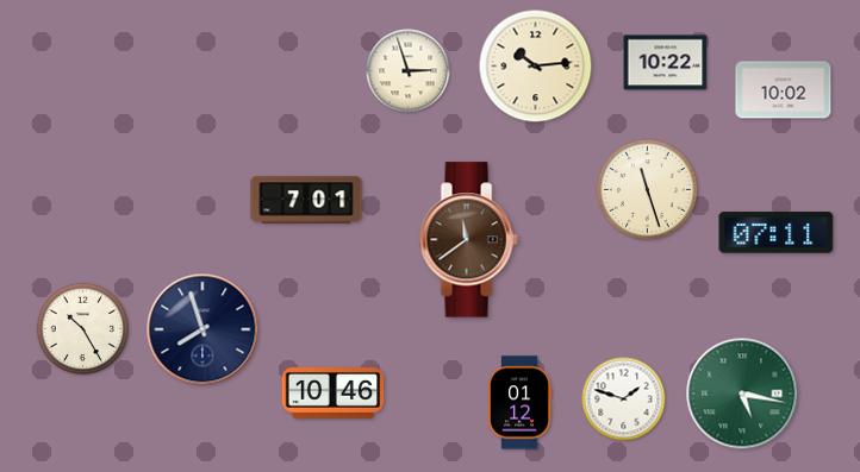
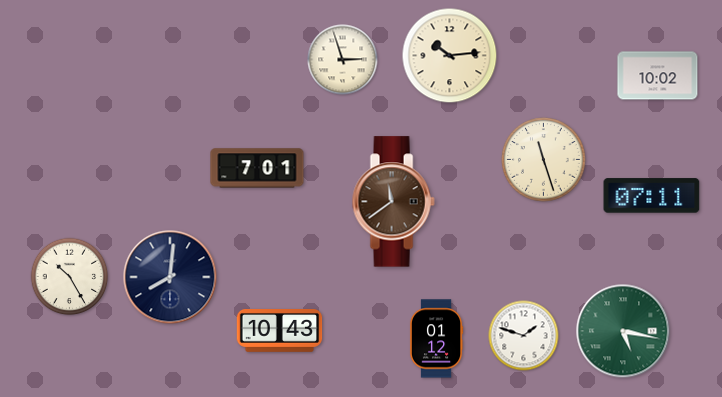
clock at (666, 63): 10:22 -> none
clock at (202, 329): 7:57 -> 8:01
clock at (334, 394): 10:46 -> 10:43
